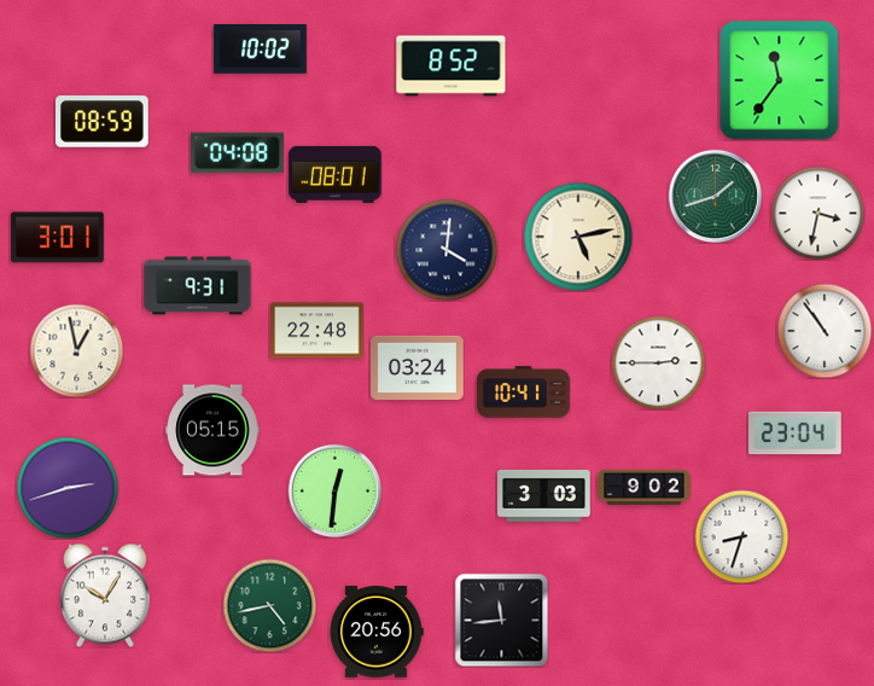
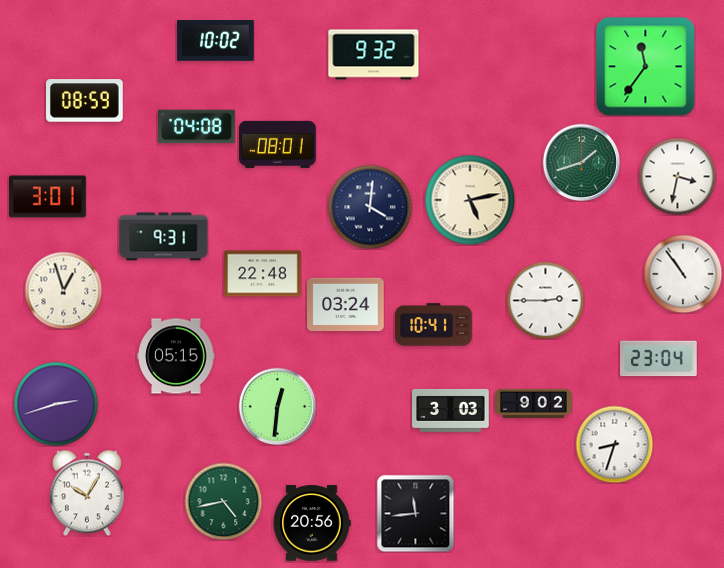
clock at (451, 66): 8:52 -> 9:32
clock at (715, 196) position: (715, 196) -> (581, 162)
clock at (578, 237) position: (578, 237) -> (470, 200)
clock at (76, 350): 12:58 -> 12:57
